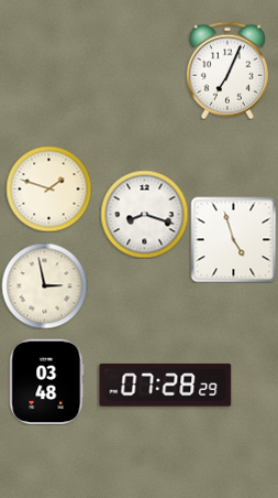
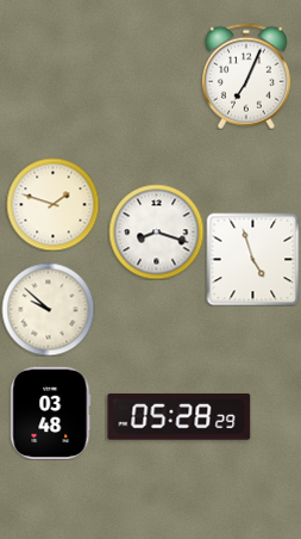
clock at (44, 285): 2:58 -> 9:52
clock at (166, 386): 07:28 -> 05:28
